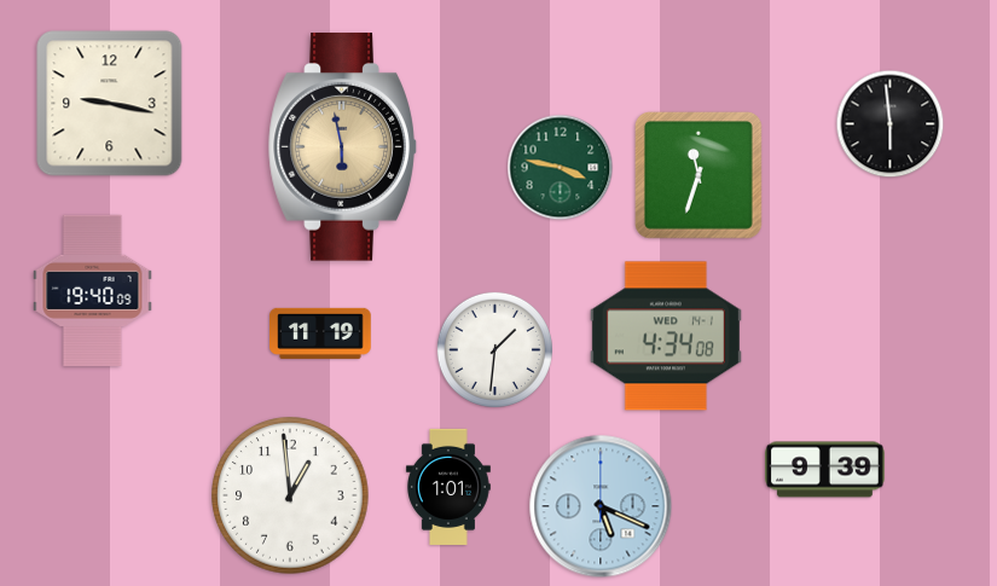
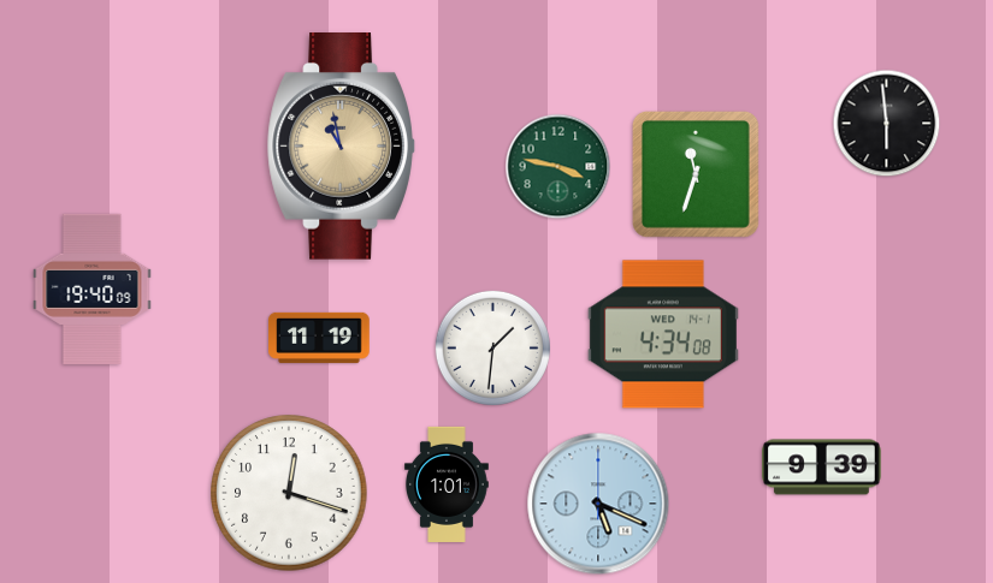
clock at (110, 104): 9:17 -> none
clock at (342, 147): 5:58 -> 10:58
clock at (320, 333) position: (320, 333) -> (319, 338)
clock at (290, 495): 12:59 -> 12:18
